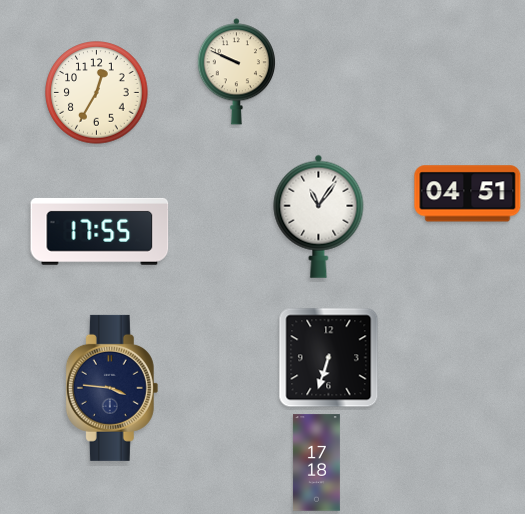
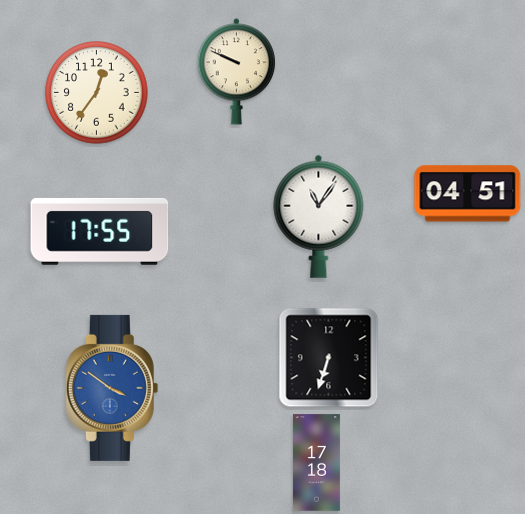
clock at (97, 93): 12:35 -> 12:36
clock at (112, 388): 3:46 -> 3:51
clock at (112, 388) dial: navy -> blue
